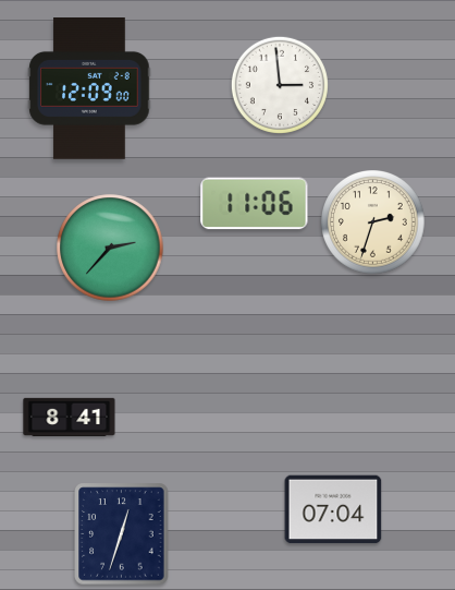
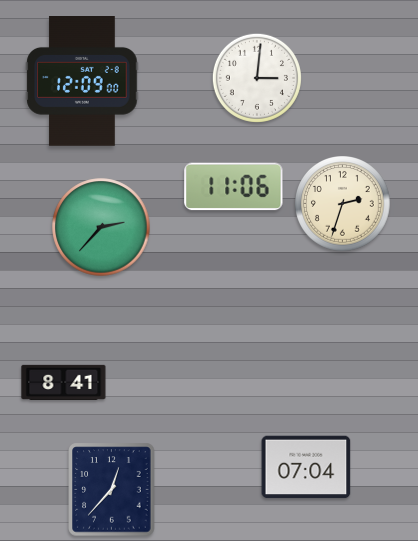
clock at (280, 85): 2:59 -> 3:01
clock at (122, 534): 12:33 -> 12:37
